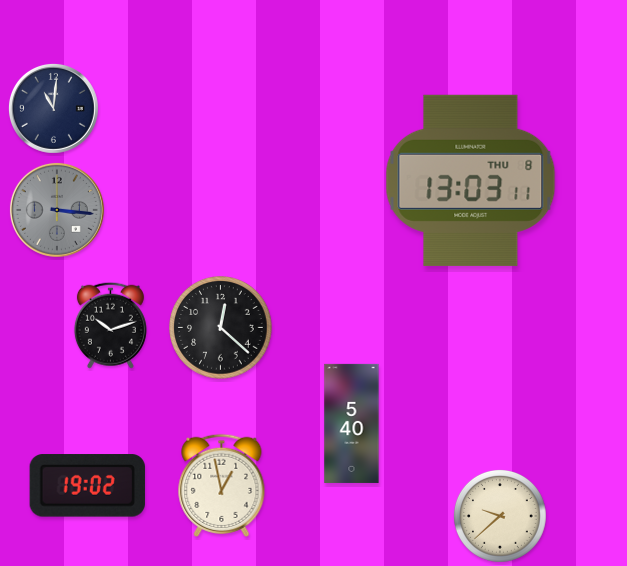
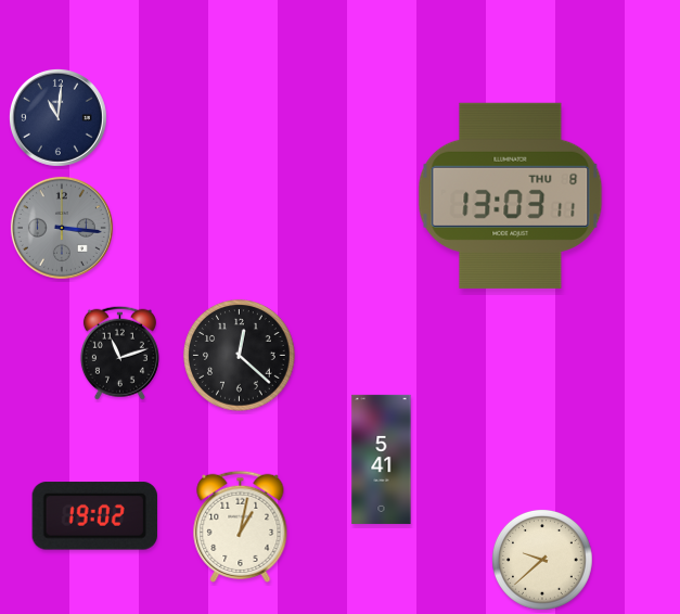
clock at (110, 325): 10:12 -> 11:12
clock at (352, 423): 5:40 -> 5:41
clock at (222, 485): 12:58 -> 1:02
clock at (87, 486) position: (87, 486) -> (94, 516)
